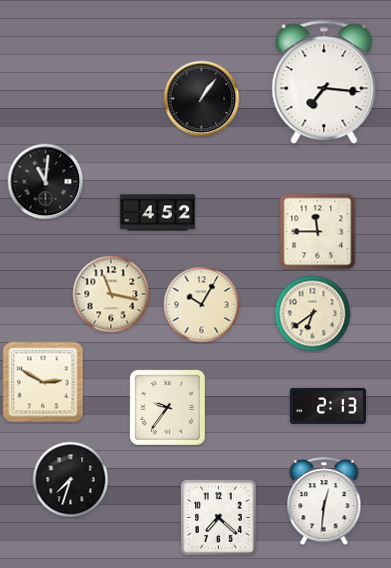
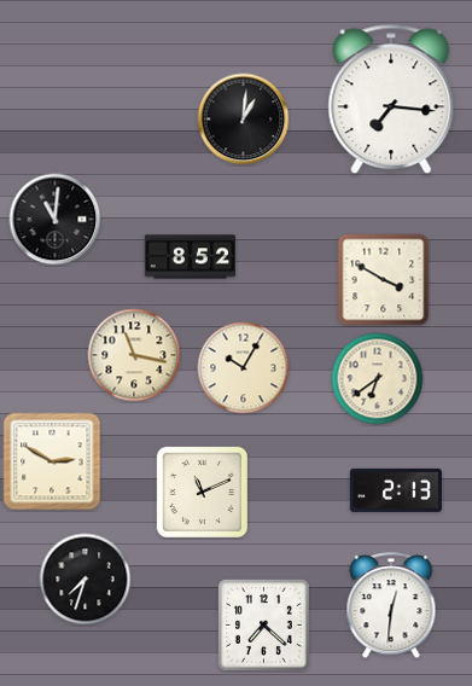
clock at (202, 99): 1:06 -> 1:01
clock at (157, 213): 4:52 -> 8:52
clock at (318, 232): 11:45 -> 3:50
clock at (167, 407): 9:36 -> 11:11
